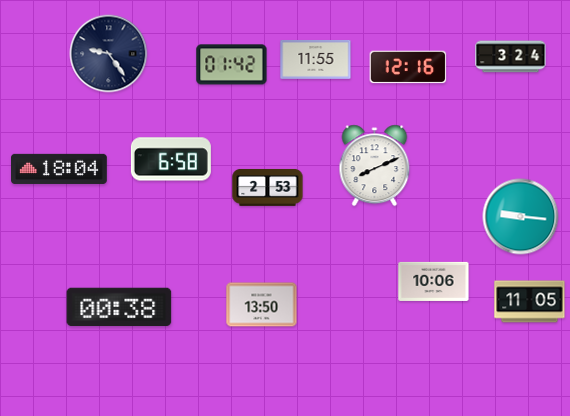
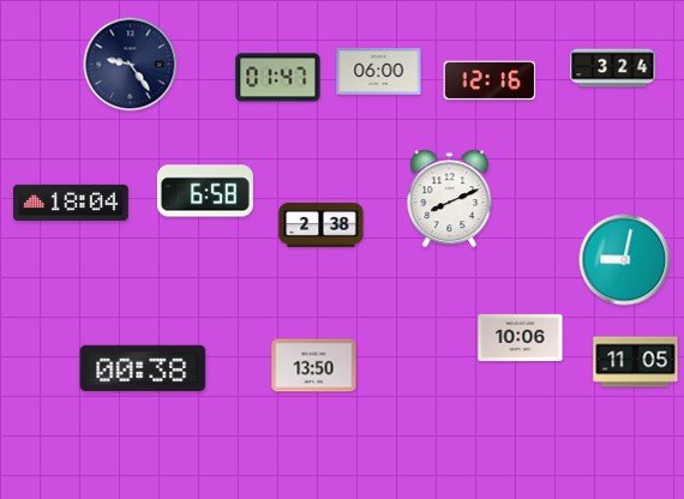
clock at (316, 60): 11:55 -> 06:00
clock at (232, 65): 01:42 -> 01:47
clock at (268, 188): 2:53 -> 2:38
clock at (521, 217): 9:16 -> 9:02
